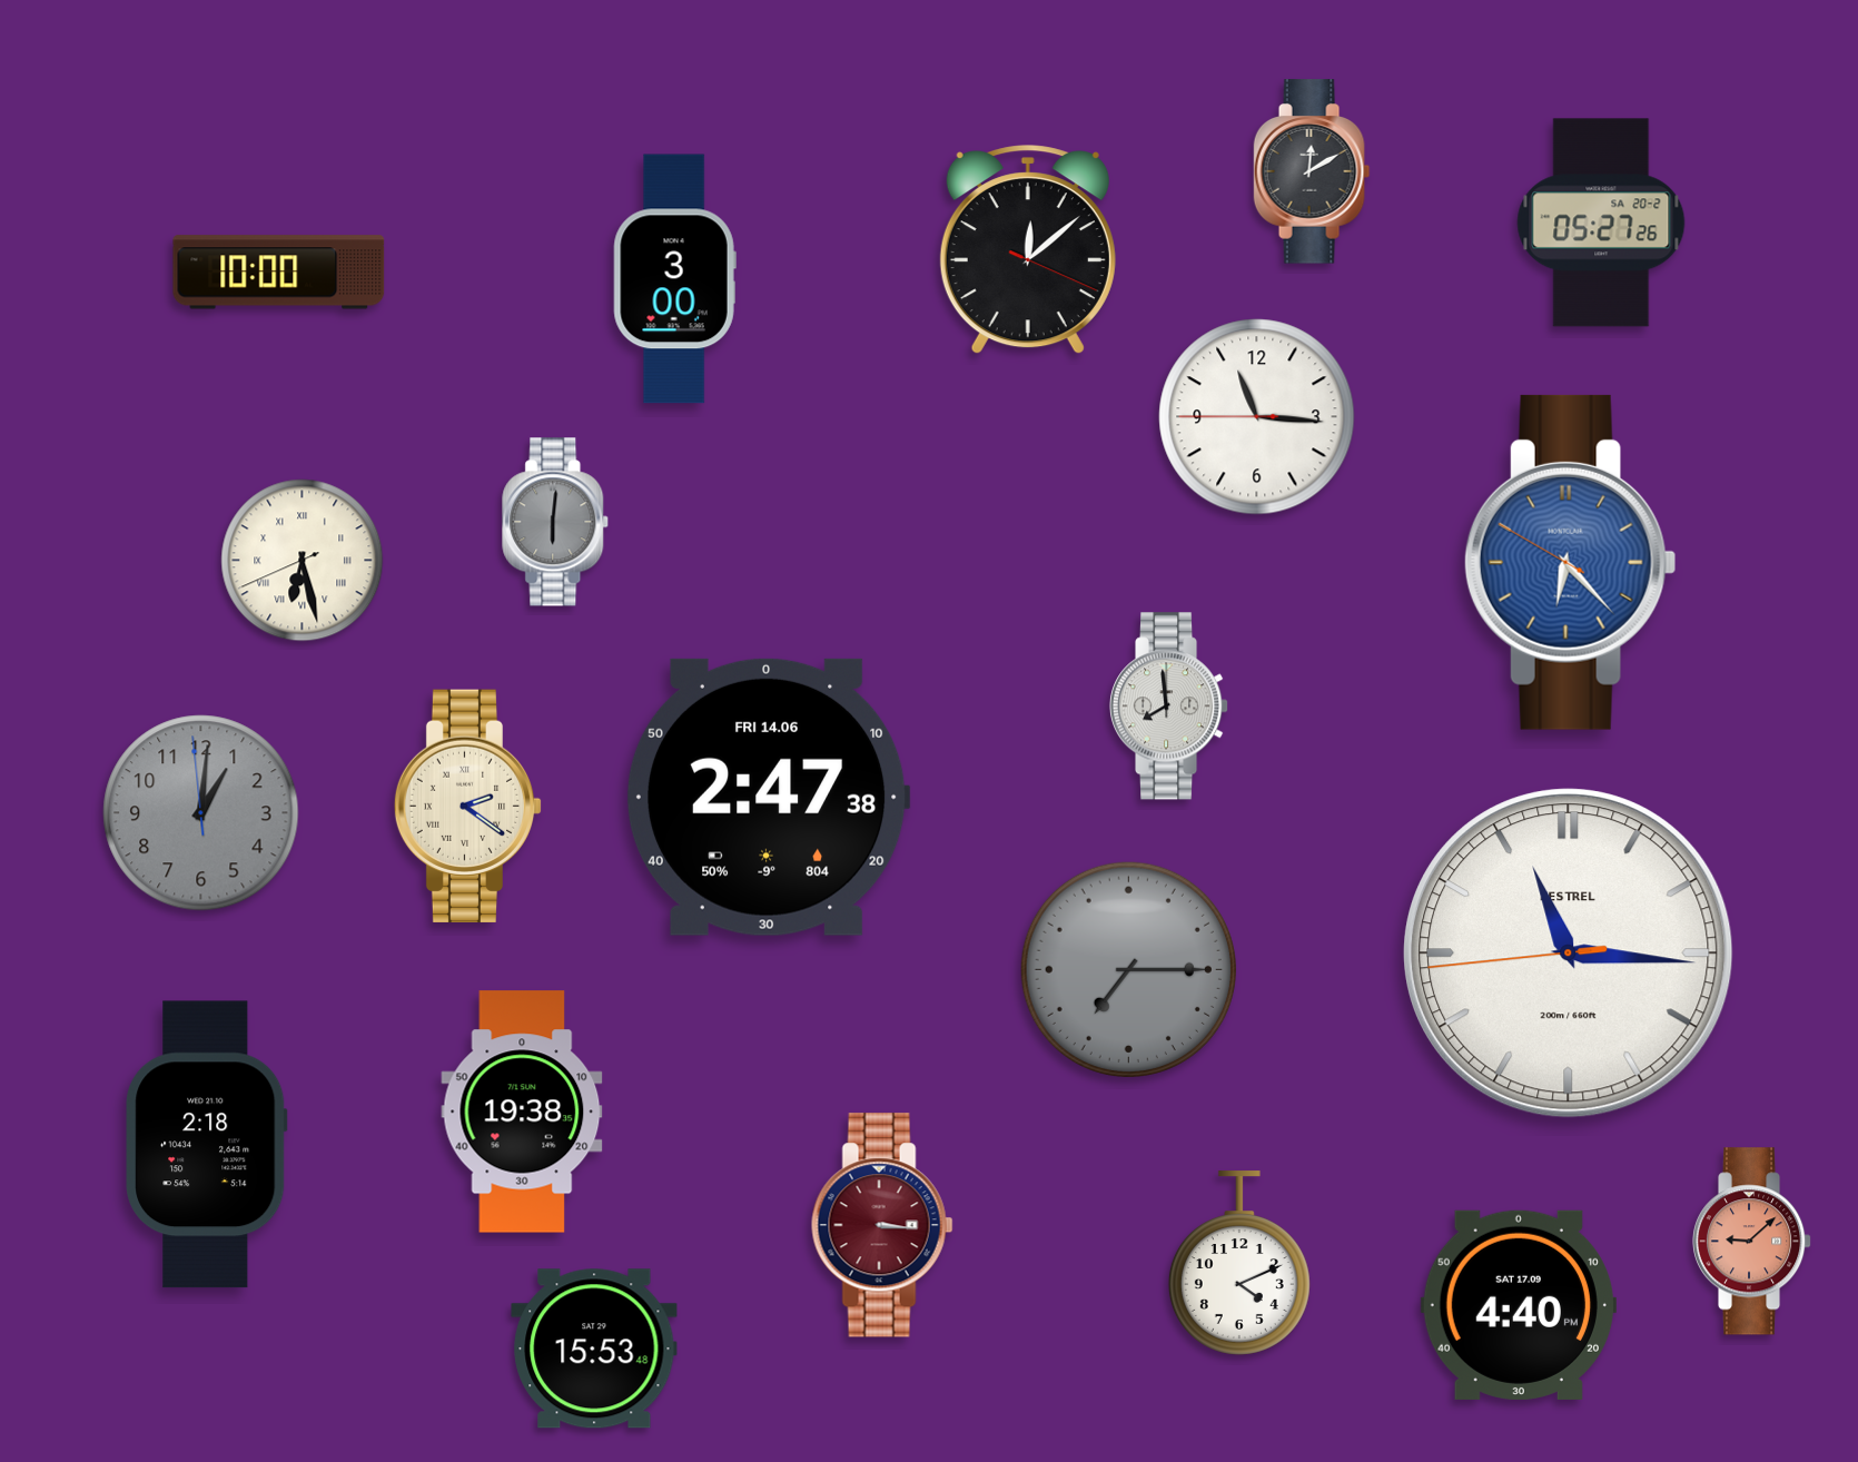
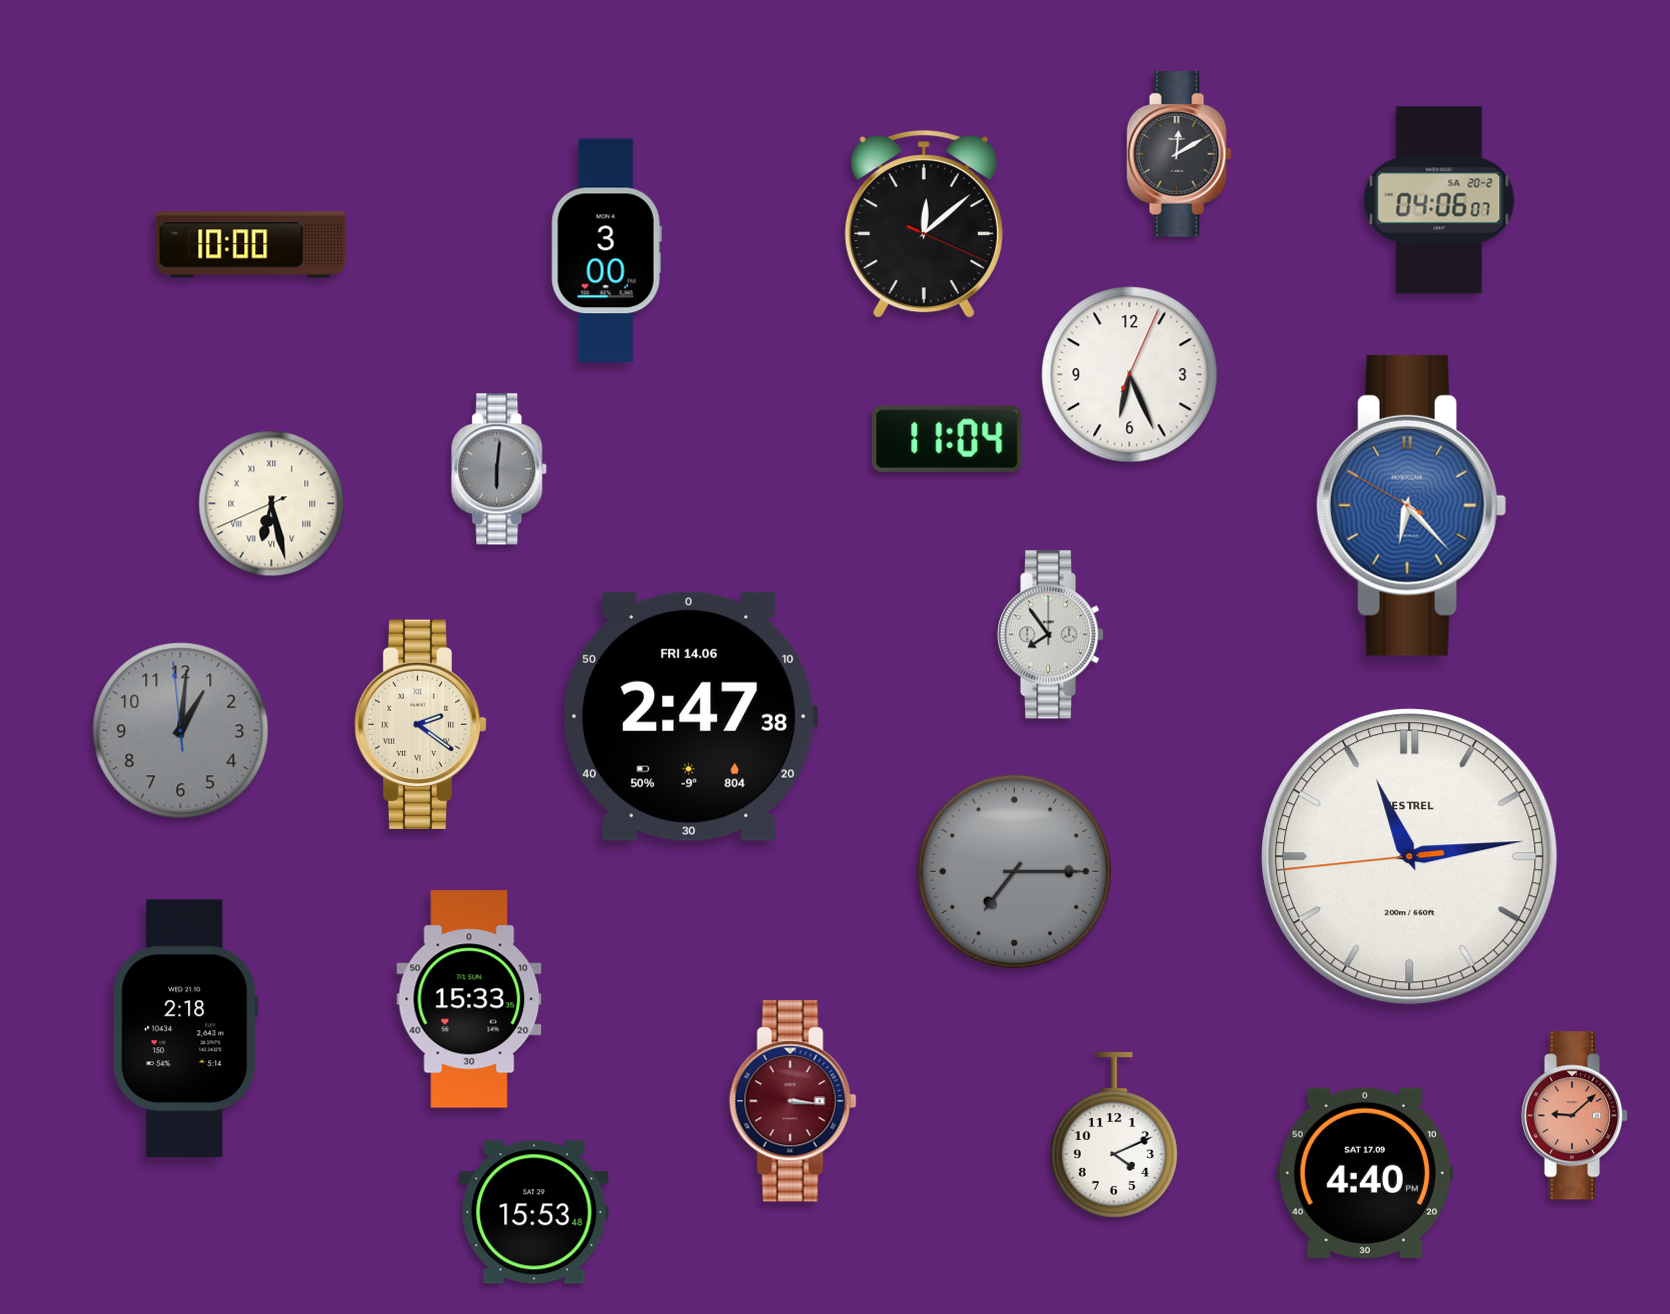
clock at (1601, 223): 05:27 -> 04:06
clock at (1257, 417): 11:15 -> 6:26
clock at (947, 439): none -> 11:04
clock at (1169, 707): 7:59 -> 7:54
clock at (1569, 954): 11:15 -> 11:13
clock at (522, 1112): 19:38 -> 15:33
